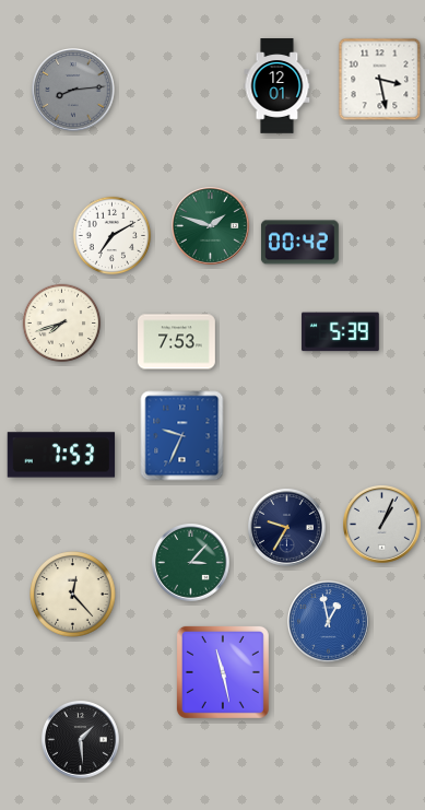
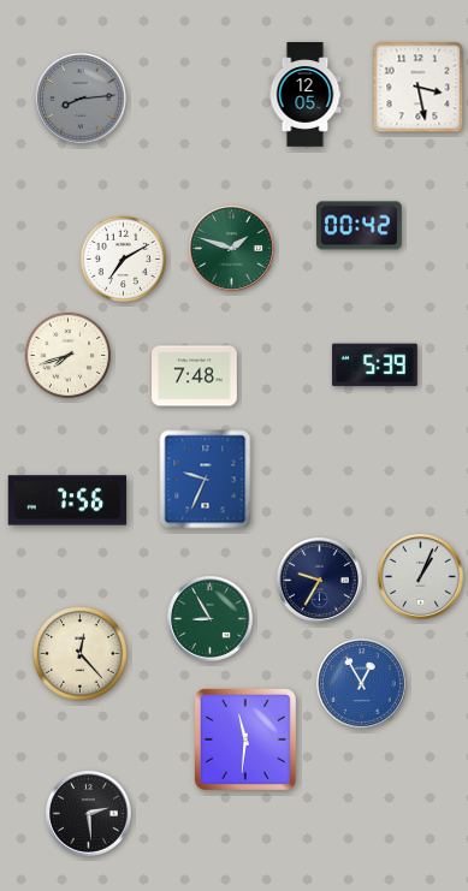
clock at (278, 86): 12:01 -> 12:05
clock at (299, 243) position: (299, 243) -> (359, 226)
clock at (177, 342): 7:53 -> 7:48
clock at (182, 436) position: (182, 436) -> (206, 480)
clock at (61, 455): 7:53 -> 7:56
clock at (287, 528) position: (287, 528) -> (320, 581)
clock at (191, 563): 3:07 -> 8:55
clock at (329, 622): 12:58 -> 12:55
clock at (223, 672): 11:28 -> 11:31
clock at (81, 740): 1:29 -> 2:29
